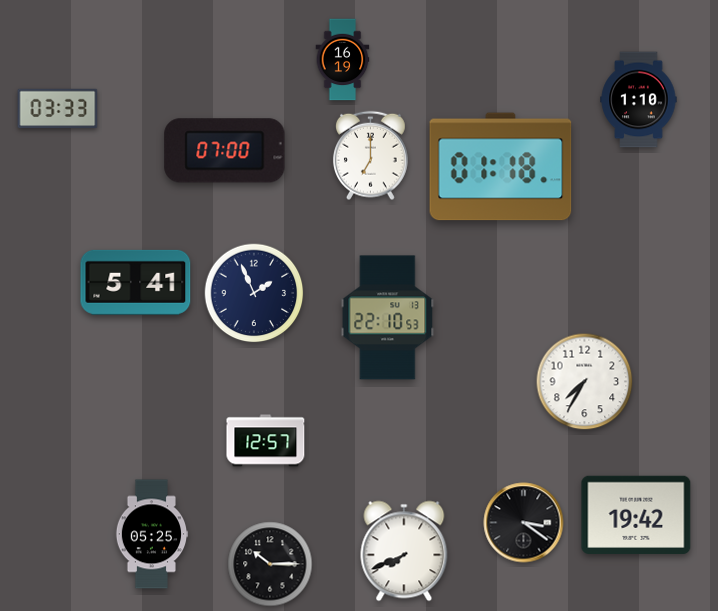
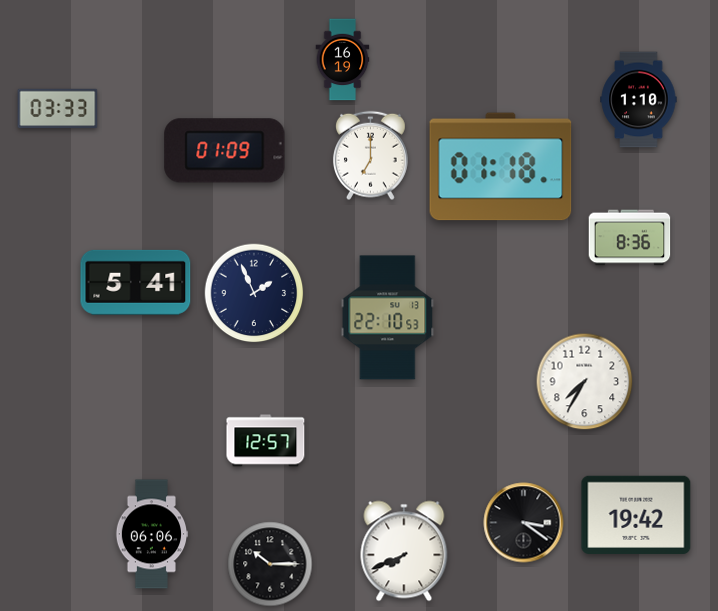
clock at (225, 151): 07:00 -> 01:09
clock at (630, 238): none -> 8:36
clock at (152, 534): 05:25 -> 06:06
